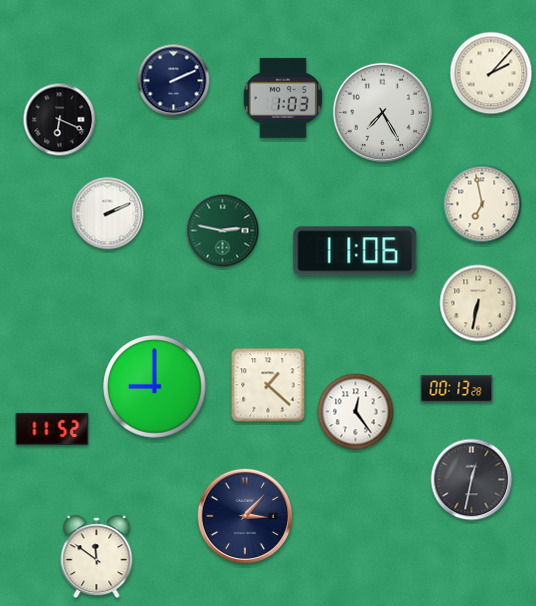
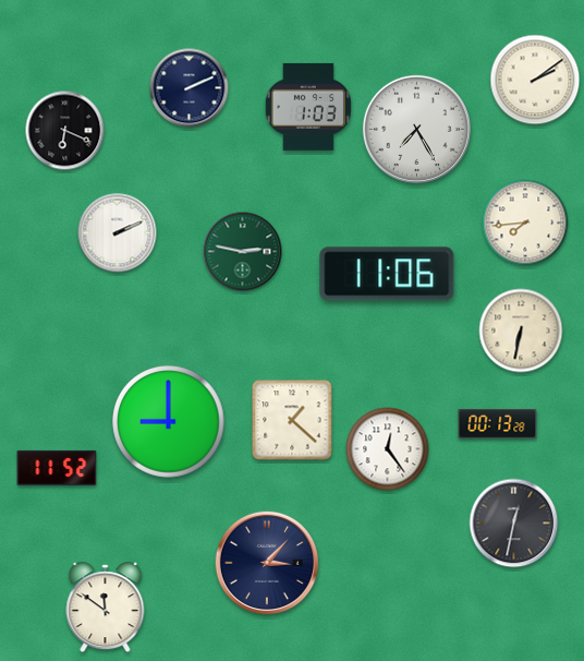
clock at (491, 73): 2:07 -> 2:09
clock at (382, 112) position: (382, 112) -> (416, 129)
clock at (482, 204): 6:58 -> 7:44
